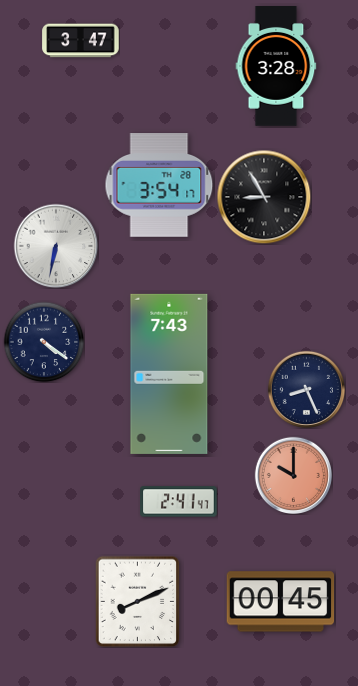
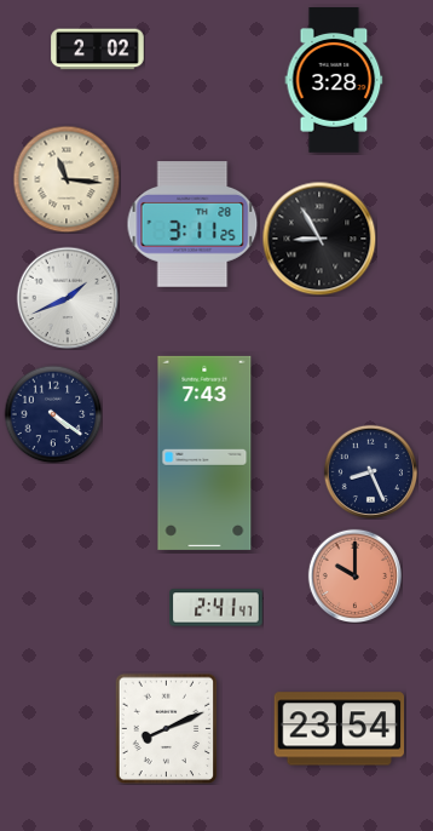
clock at (81, 41): 3:47 -> 2:02
clock at (67, 179): none -> 11:16
clock at (159, 185): 3:54 -> 3:11
clock at (56, 246): 6:32 -> 1:41
clock at (281, 602): 00:45 -> 23:54
